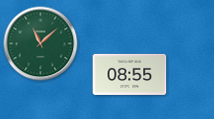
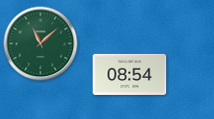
clock at (130, 74): 08:55 -> 08:54
